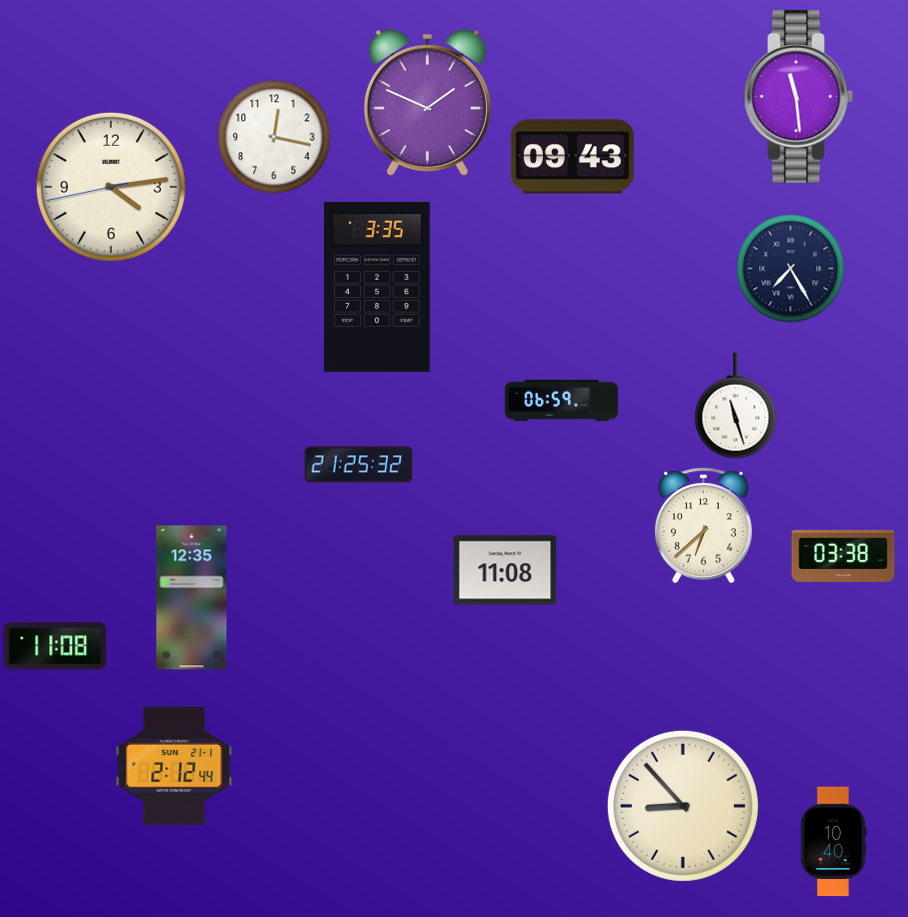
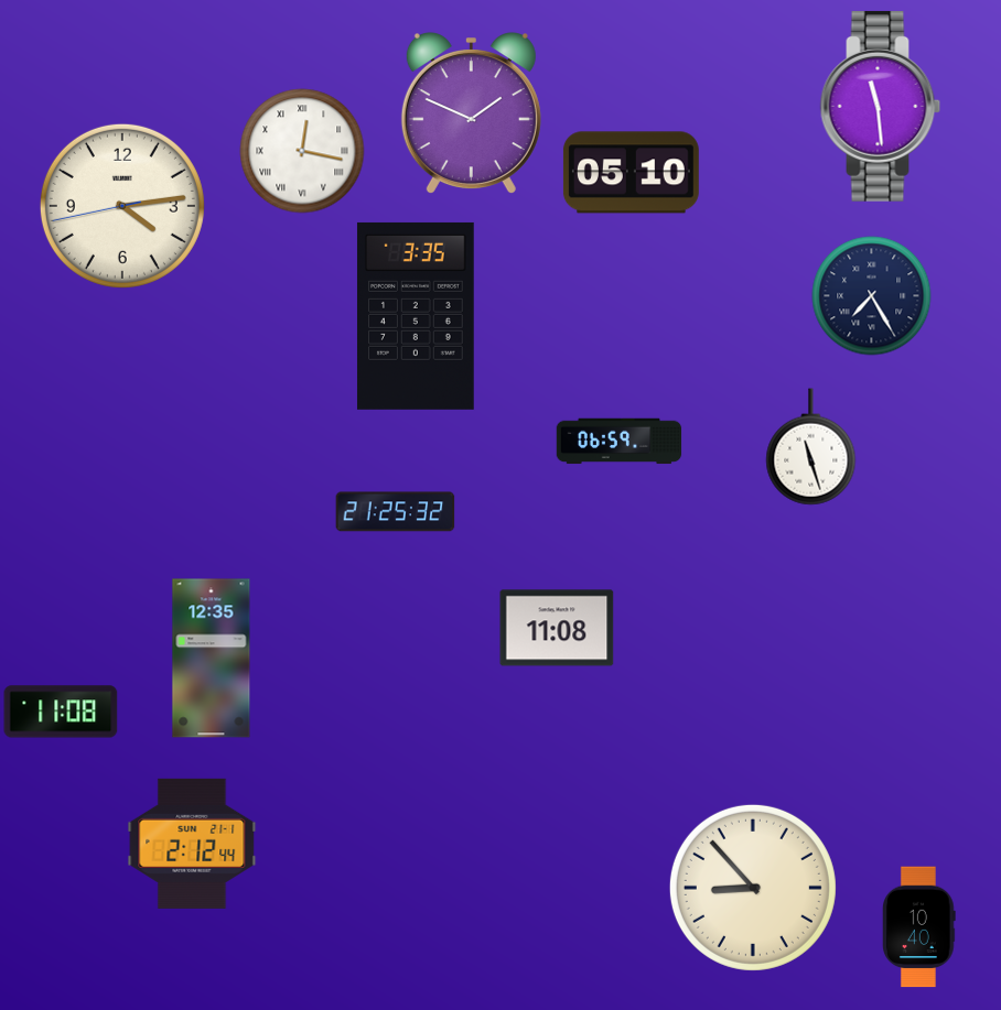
clock at (274, 137) numerals: Arabic -> Roman
clock at (572, 157): 09:43 -> 05:10
clock at (703, 526): 6:38 -> none
clock at (843, 556): 03:38 -> none
